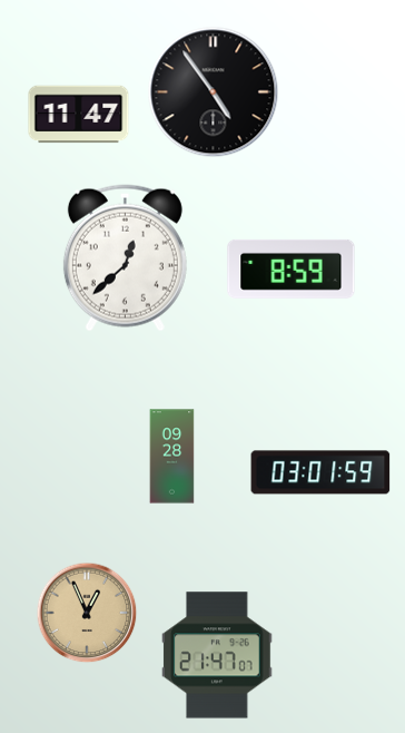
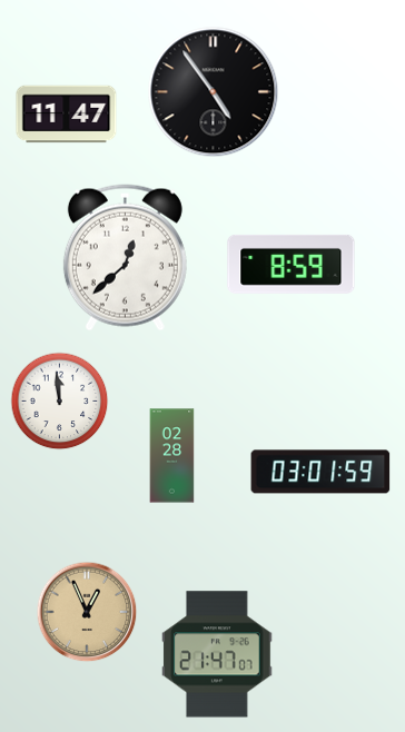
clock at (79, 115) position: (79, 115) -> (67, 115)
clock at (292, 268) position: (292, 268) -> (292, 264)
clock at (60, 402): none -> 11:59
clock at (172, 457): 09:28 -> 02:28
